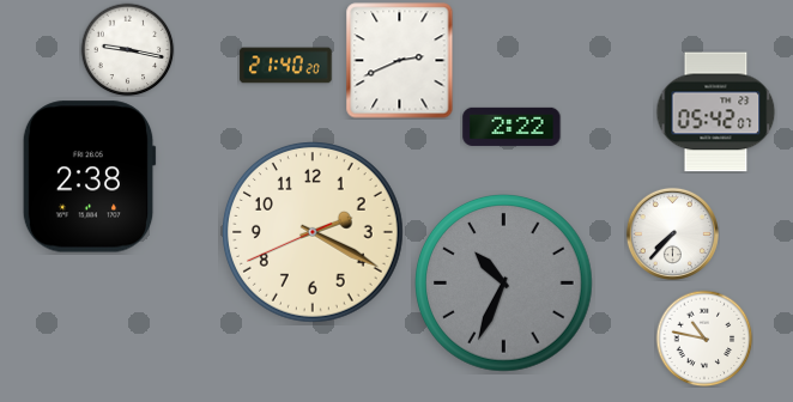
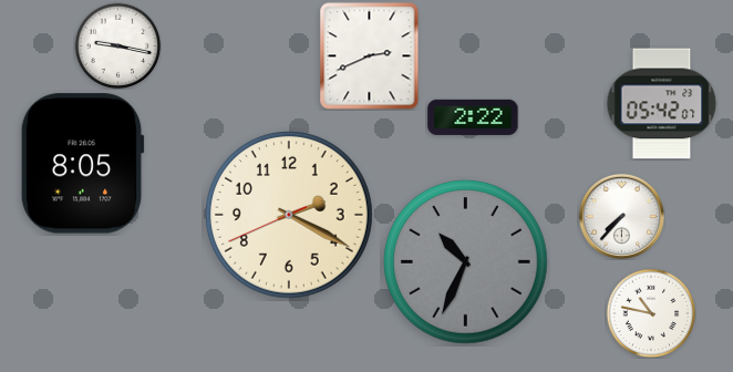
clock at (286, 66): 21:40 -> none
clock at (89, 177): 2:38 -> 8:05
